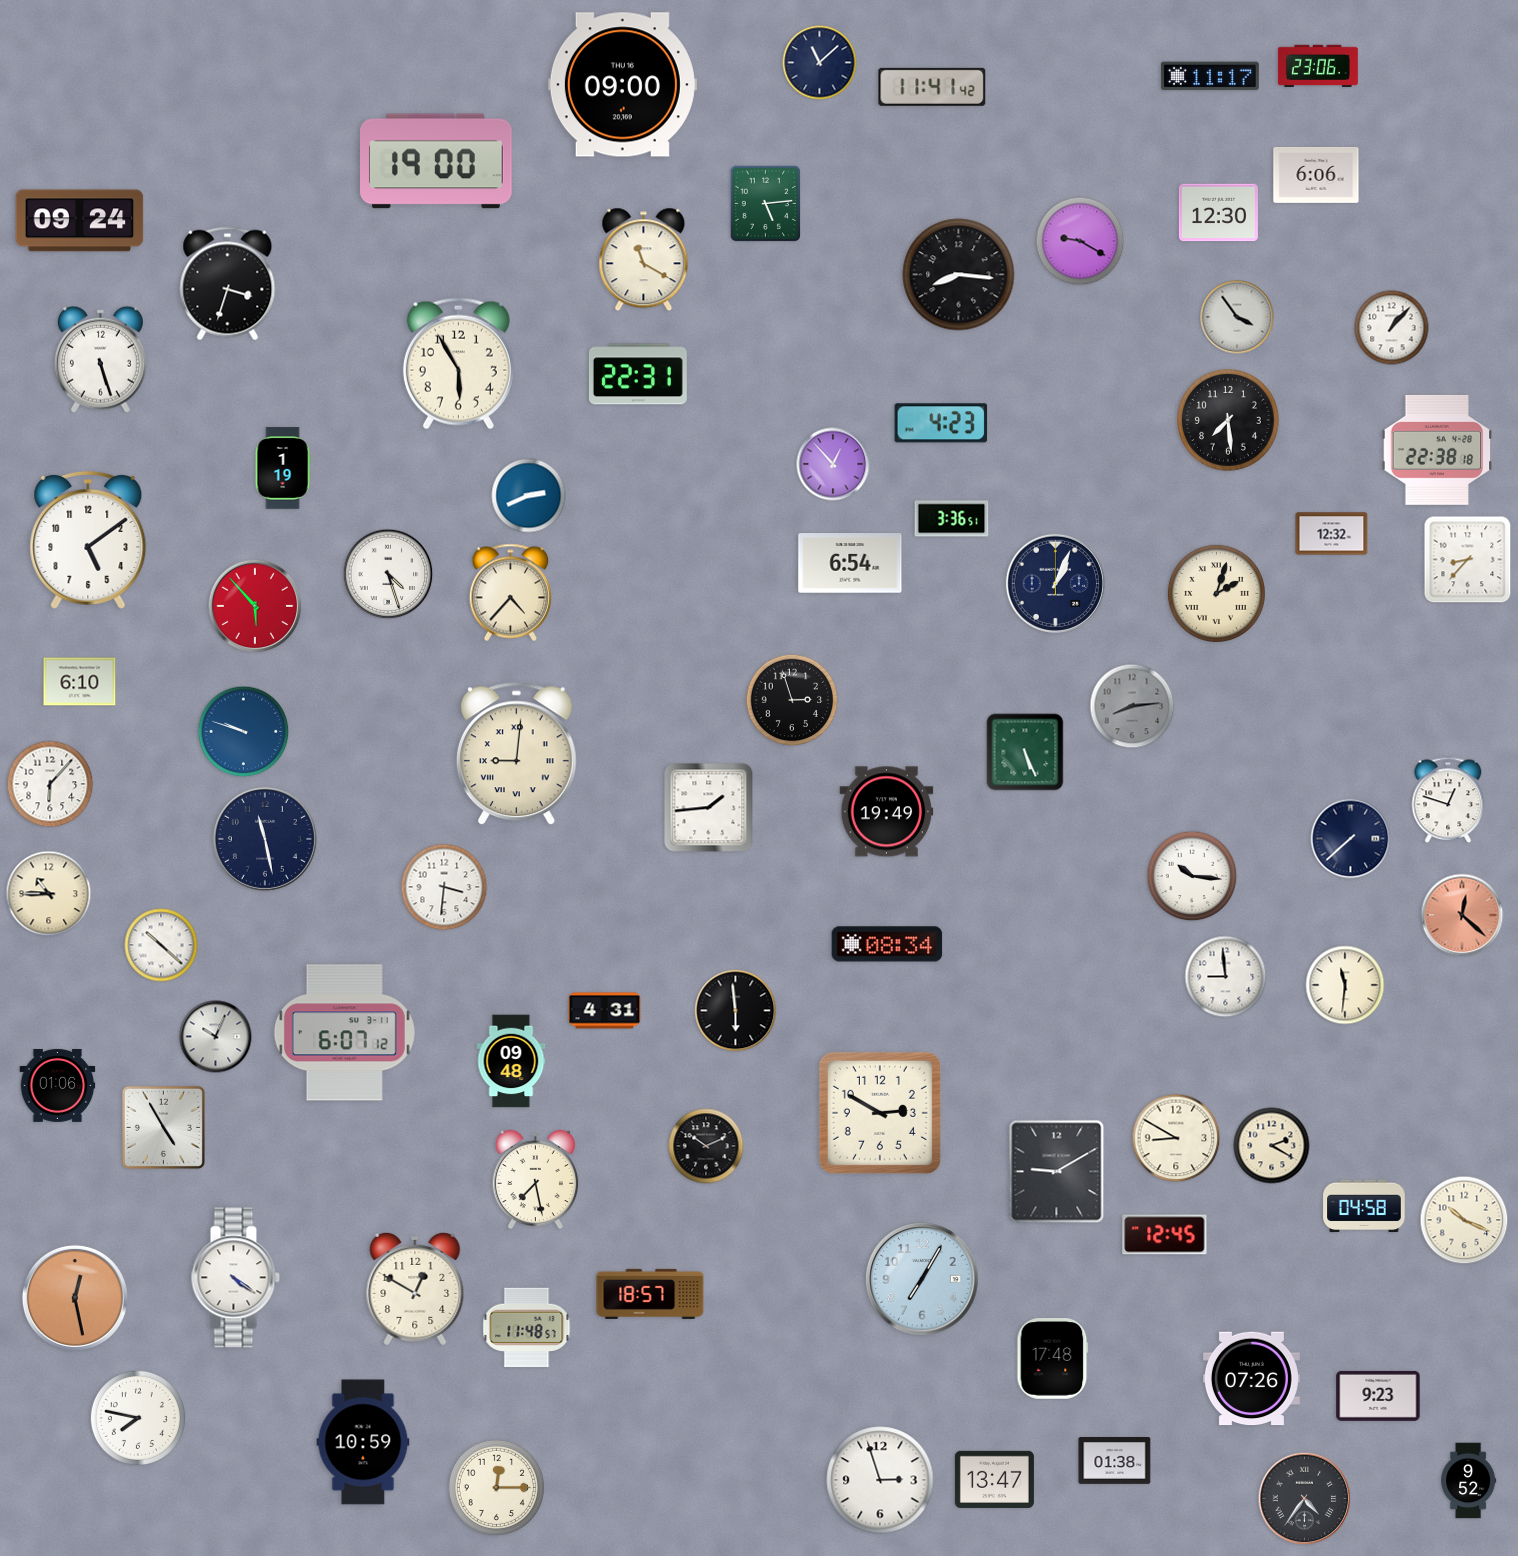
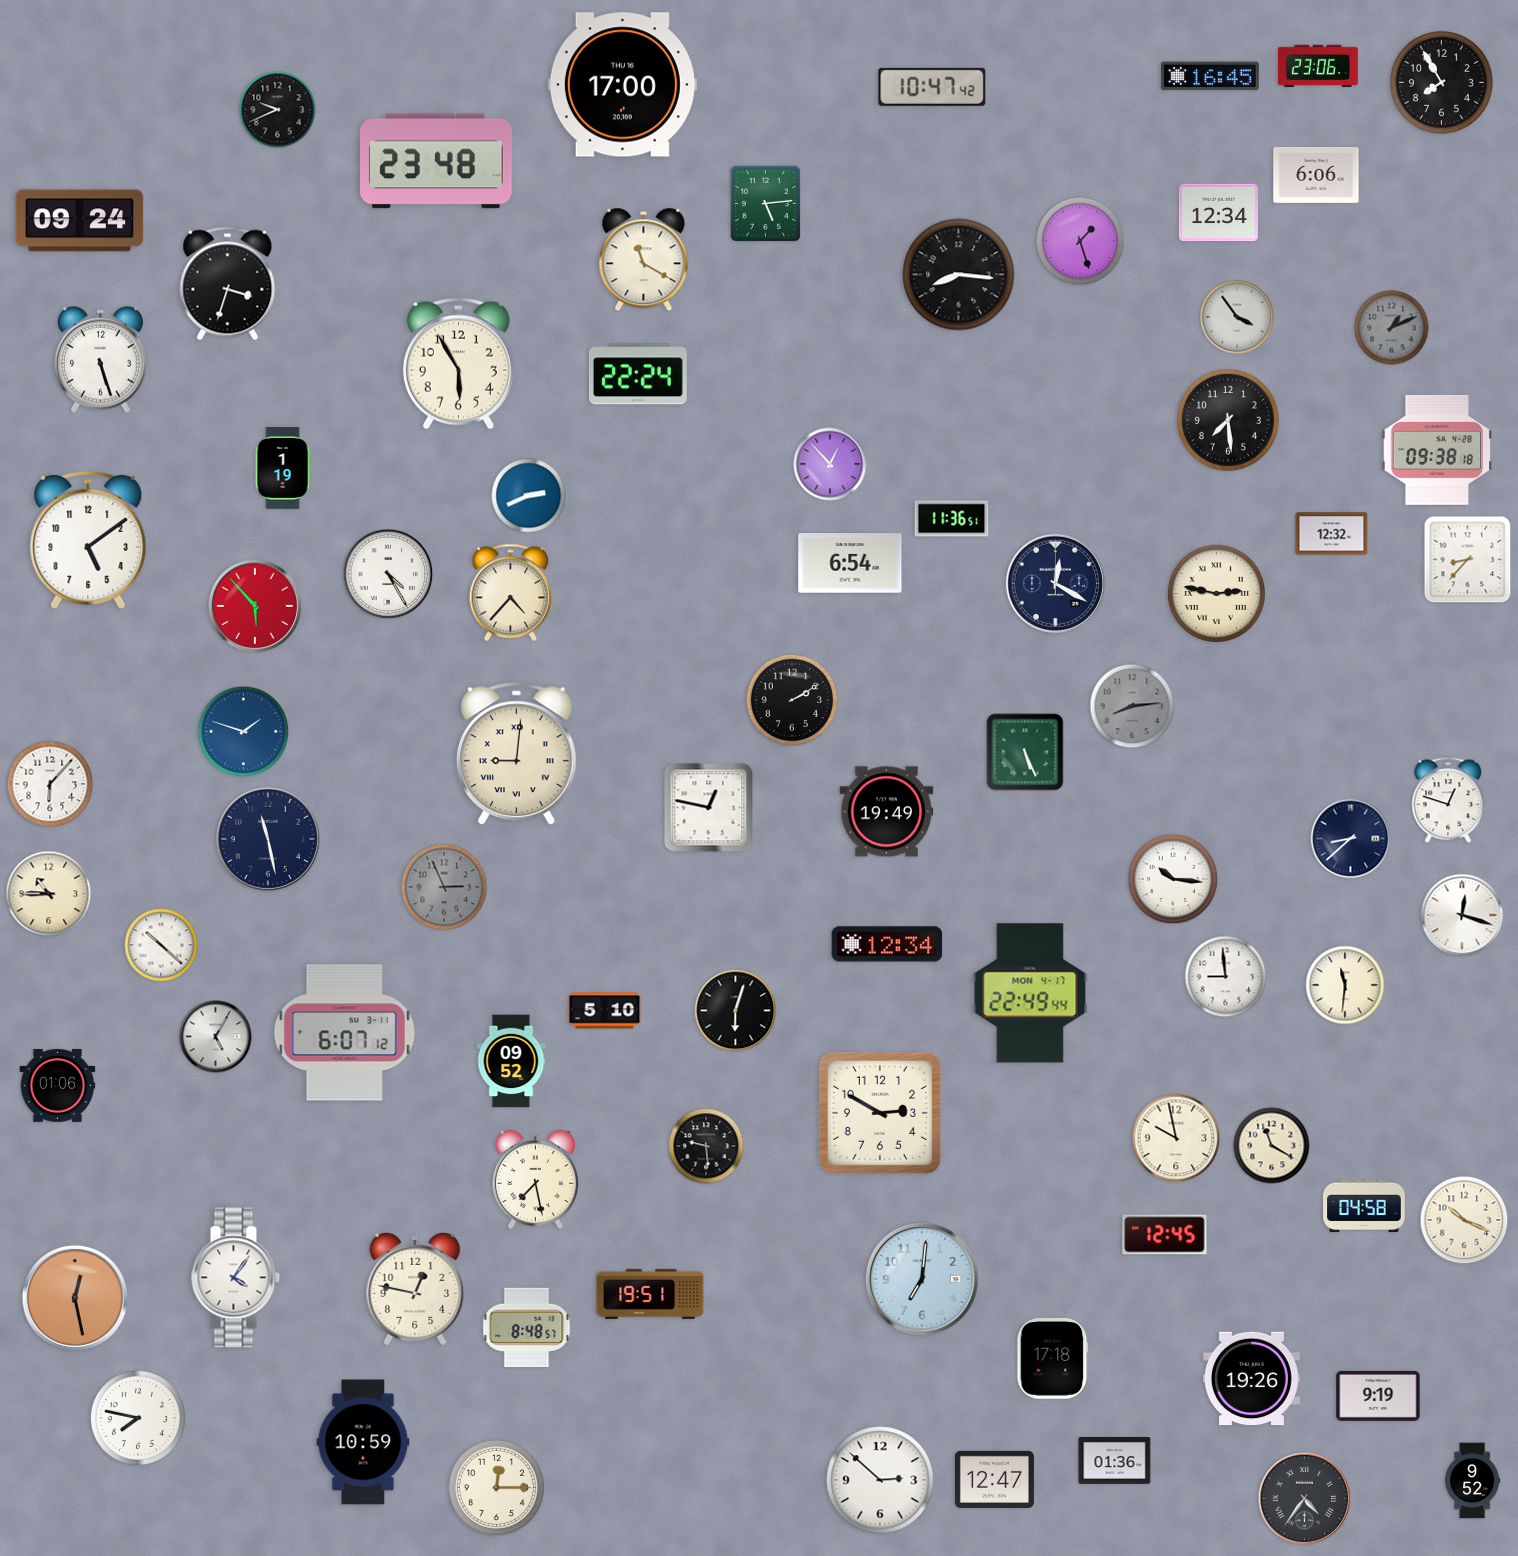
clock at (820, 63): 11:08 -> none
clock at (1210, 76): 11:17 -> 16:45
clock at (1442, 83): none -> 7:55
clock at (622, 85): 09:00 -> 17:00
clock at (932, 87): 11:41 -> 10:47
clock at (278, 110): none -> 9:41
clock at (437, 161): 19:00 -> 23:48
clock at (1218, 213): 12:30 -> 12:34
clock at (1080, 241): 9:20 -> 1:27
clock at (1392, 328): 1:07 -> 1:11
clock at (1392, 328) dial: white -> grey
clock at (638, 374): 22:31 -> 22:24
clock at (941, 423): 4:23 -> none
clock at (1437, 450): 22:38 -> 09:38
clock at (833, 464) position: (833, 464) -> (830, 464)
clock at (952, 519): 3:36 -> 11:36
clock at (388, 574): 4:27 -> 4:25
clock at (1055, 583): 1:04 -> 12:20
clock at (1216, 593): 2:03 -> 2:47
clock at (80, 682): 6:10 -> none
clock at (792, 700): 2:57 -> 2:10
clock at (244, 732): 9:48 -> 1:48
clock at (709, 808): 1:44 -> 12:47
clock at (265, 839) position: (265, 839) -> (268, 839)
clock at (1351, 839): 7:38 -> 8:38
clock at (1192, 876) position: (1192, 876) -> (1173, 879)
clock at (444, 887): 3:31 -> 2:56
clock at (444, 887) dial: white -> grey
clock at (1462, 915): 12:22 -> 12:18
clock at (1462, 915) dial: salmon -> white
clock at (887, 944): 08:34 -> 12:34
clock at (1030, 993): none -> 22:49
clock at (605, 1011): 4:31 -> 5:10
clock at (736, 1011): 5:59 -> 6:03
clock at (216, 1037): 10:04 -> 5:05
clock at (511, 1061): 09:48 -> 09:52
clock at (163, 1127): 4:55 -> none
clock at (1176, 1138): 8:50 -> 9:58
clock at (706, 1146): 10:11 -> 9:29
clock at (1272, 1146): 2:20 -> 11:20
clock at (1057, 1172): 9:10 -> none
clock at (235, 1278): 4:21 -> 4:06
clock at (923, 1280): 7:05 -> 7:01
clock at (415, 1289): 12:50 -> 12:47
clock at (650, 1294): 18:57 -> 19:51
clock at (527, 1328): 11:48 -> 8:48
clock at (1053, 1359): 17:48 -> 17:18
clock at (1251, 1379): 07:26 -> 19:26
clock at (1378, 1396): 9:23 -> 9:19
clock at (1115, 1461): 01:38 -> 01:36
clock at (994, 1479): 13:47 -> 12:47
clock at (880, 1480): 2:57 -> 2:52
clock at (1469, 1481) position: (1469, 1481) -> (1473, 1481)
